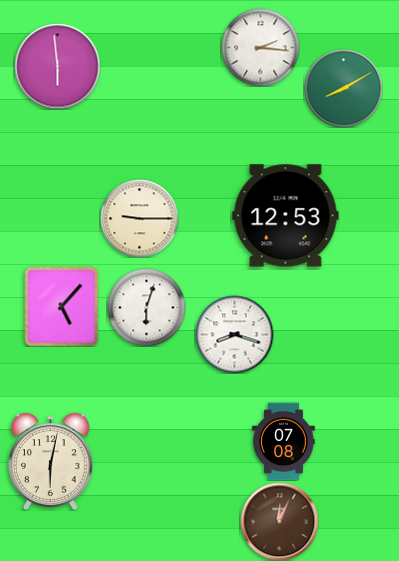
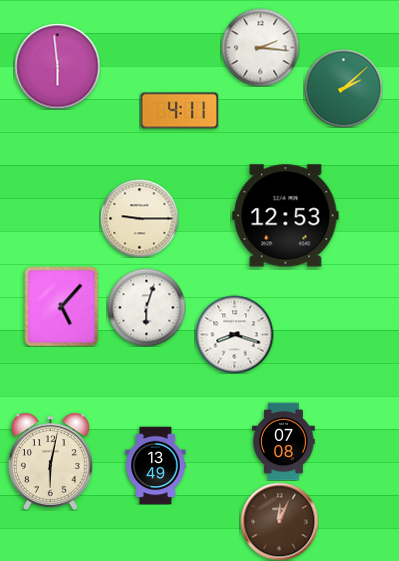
clock at (343, 88): 8:10 -> 2:08
clock at (179, 111): none -> 4:11
clock at (156, 465): none -> 13:49
